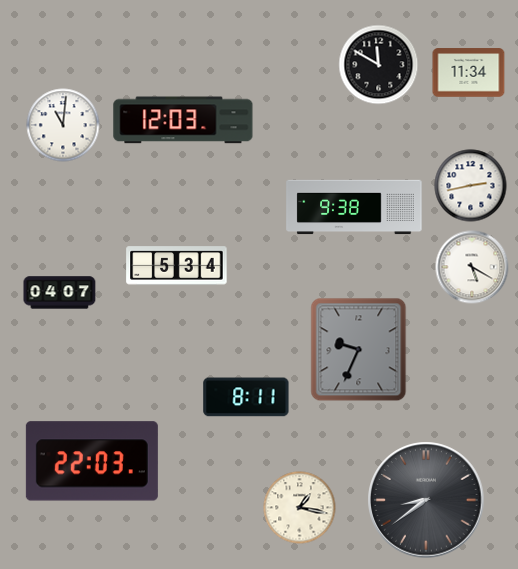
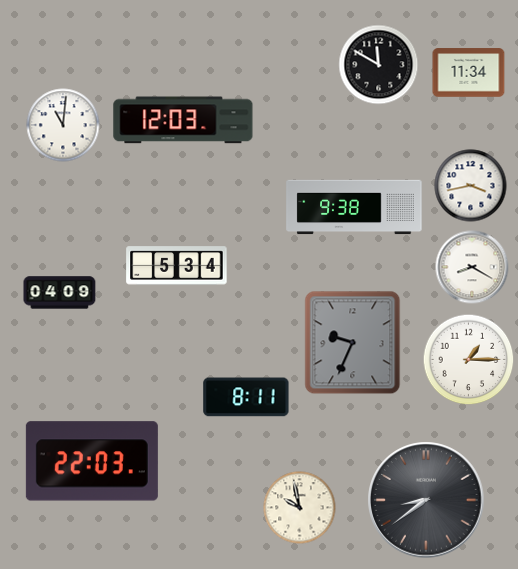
clock at (471, 186): 2:43 -> 3:43
clock at (472, 267): 5:20 -> 8:20
clock at (60, 293): 04:07 -> 04:09
clock at (359, 350) position: (359, 350) -> (353, 343)
clock at (469, 360): none -> 1:15
clock at (300, 508): 1:17 -> 9:58
